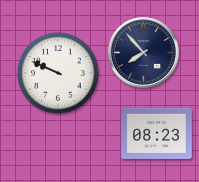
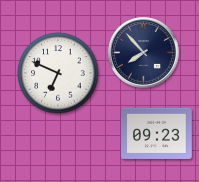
clock at (58, 73): 9:49 -> 6:49
clock at (157, 133): 08:23 -> 09:23
